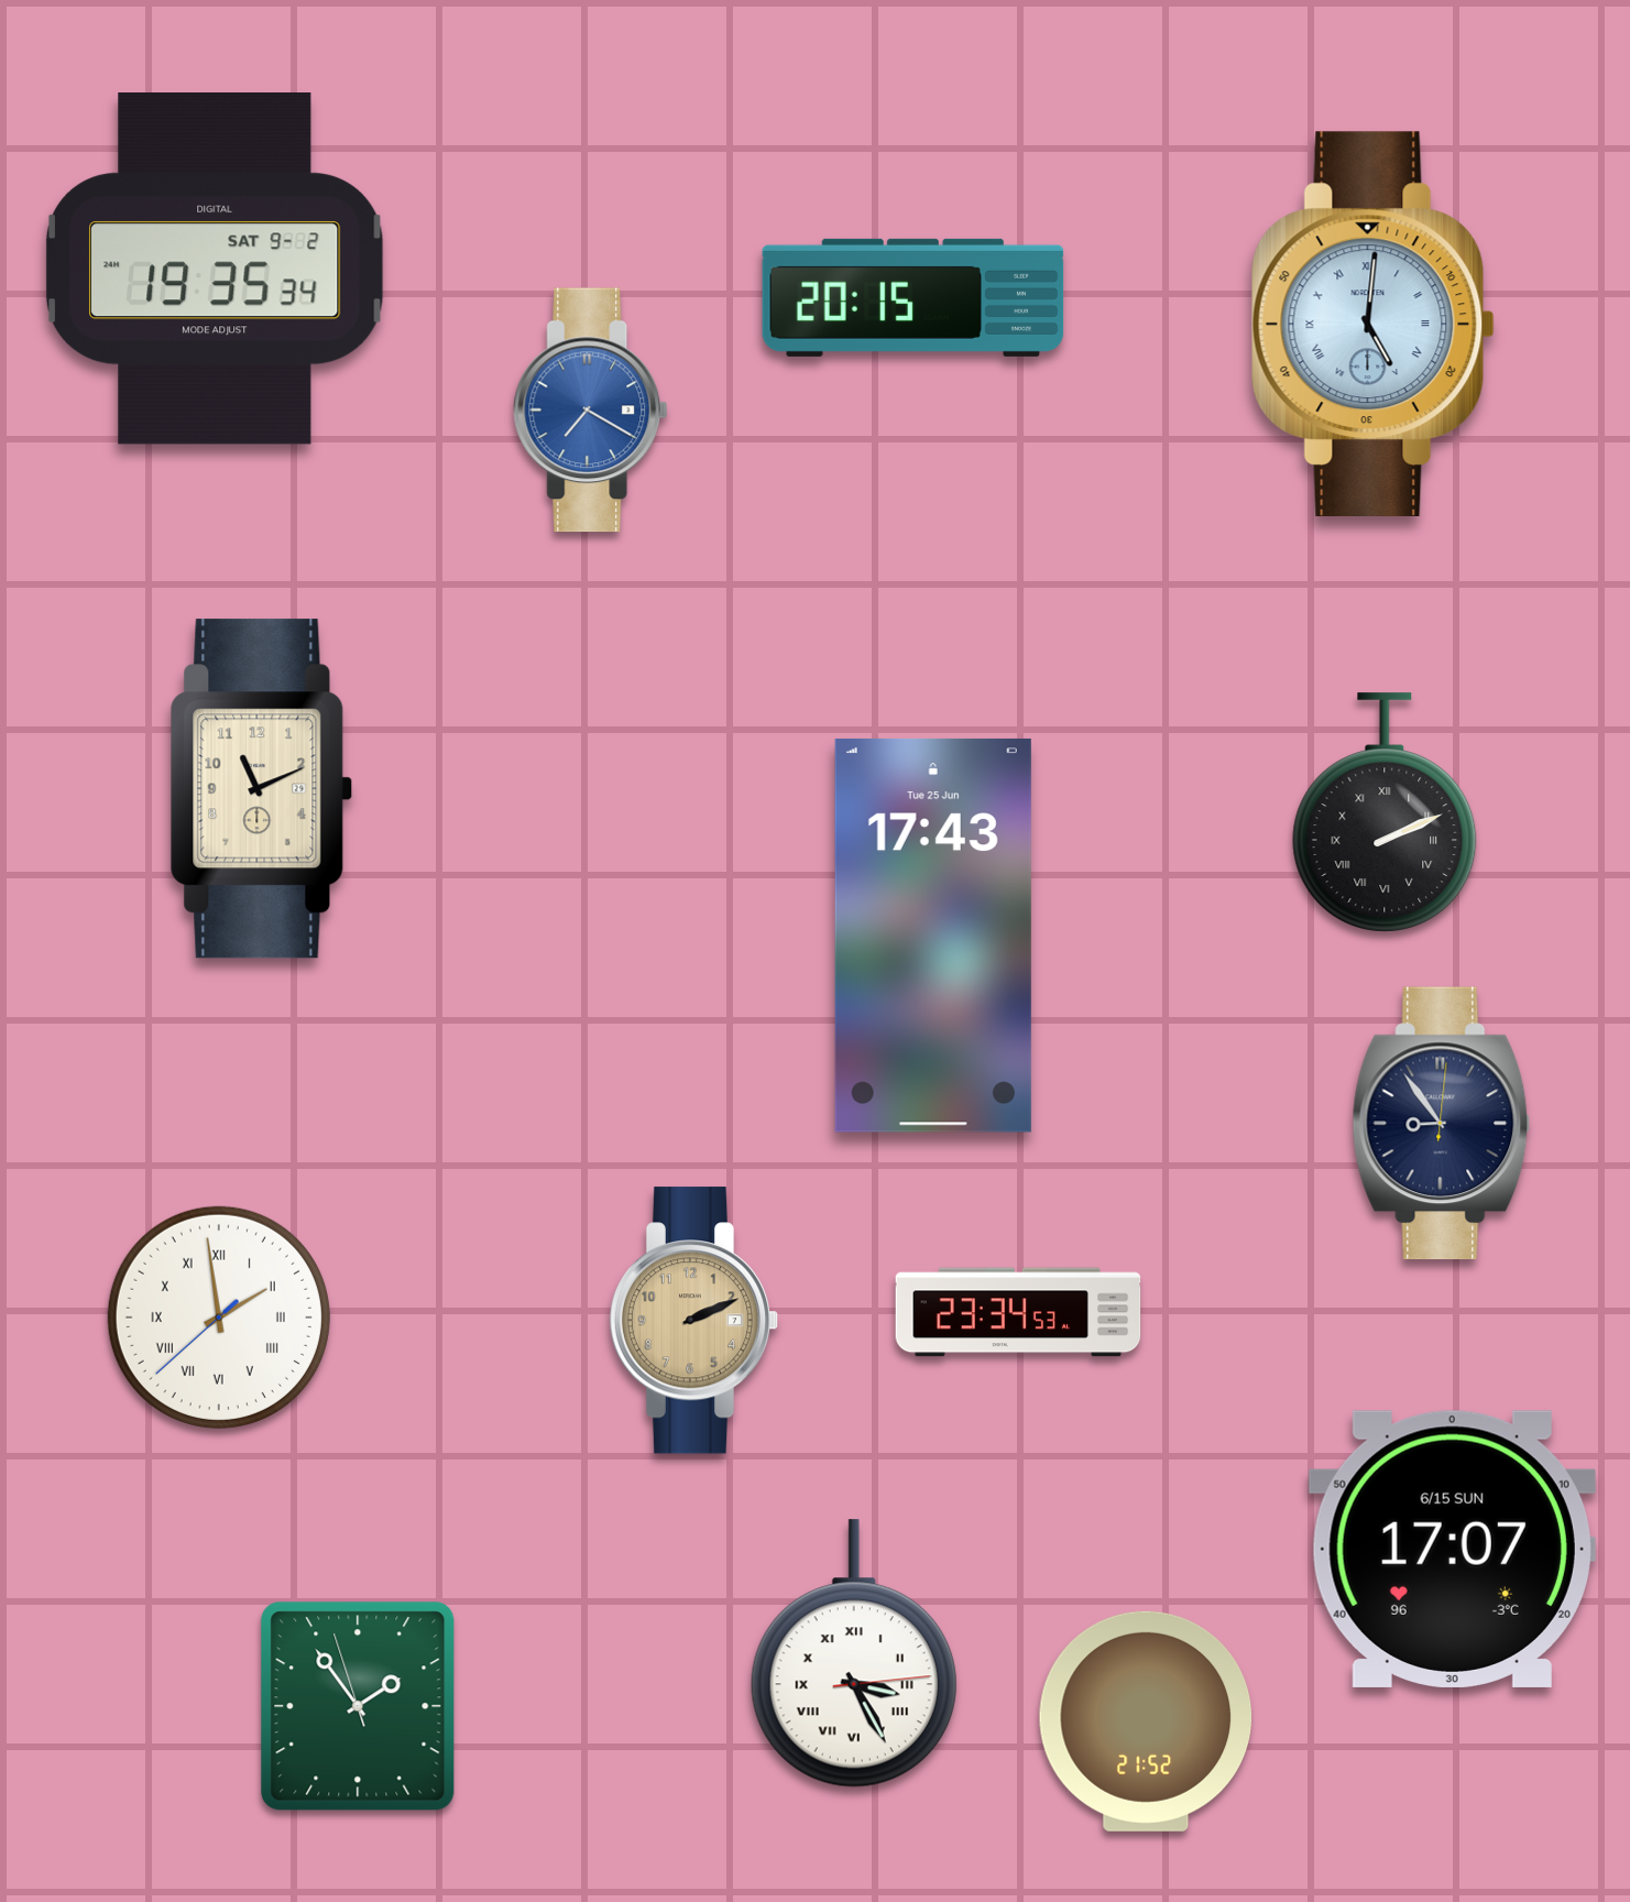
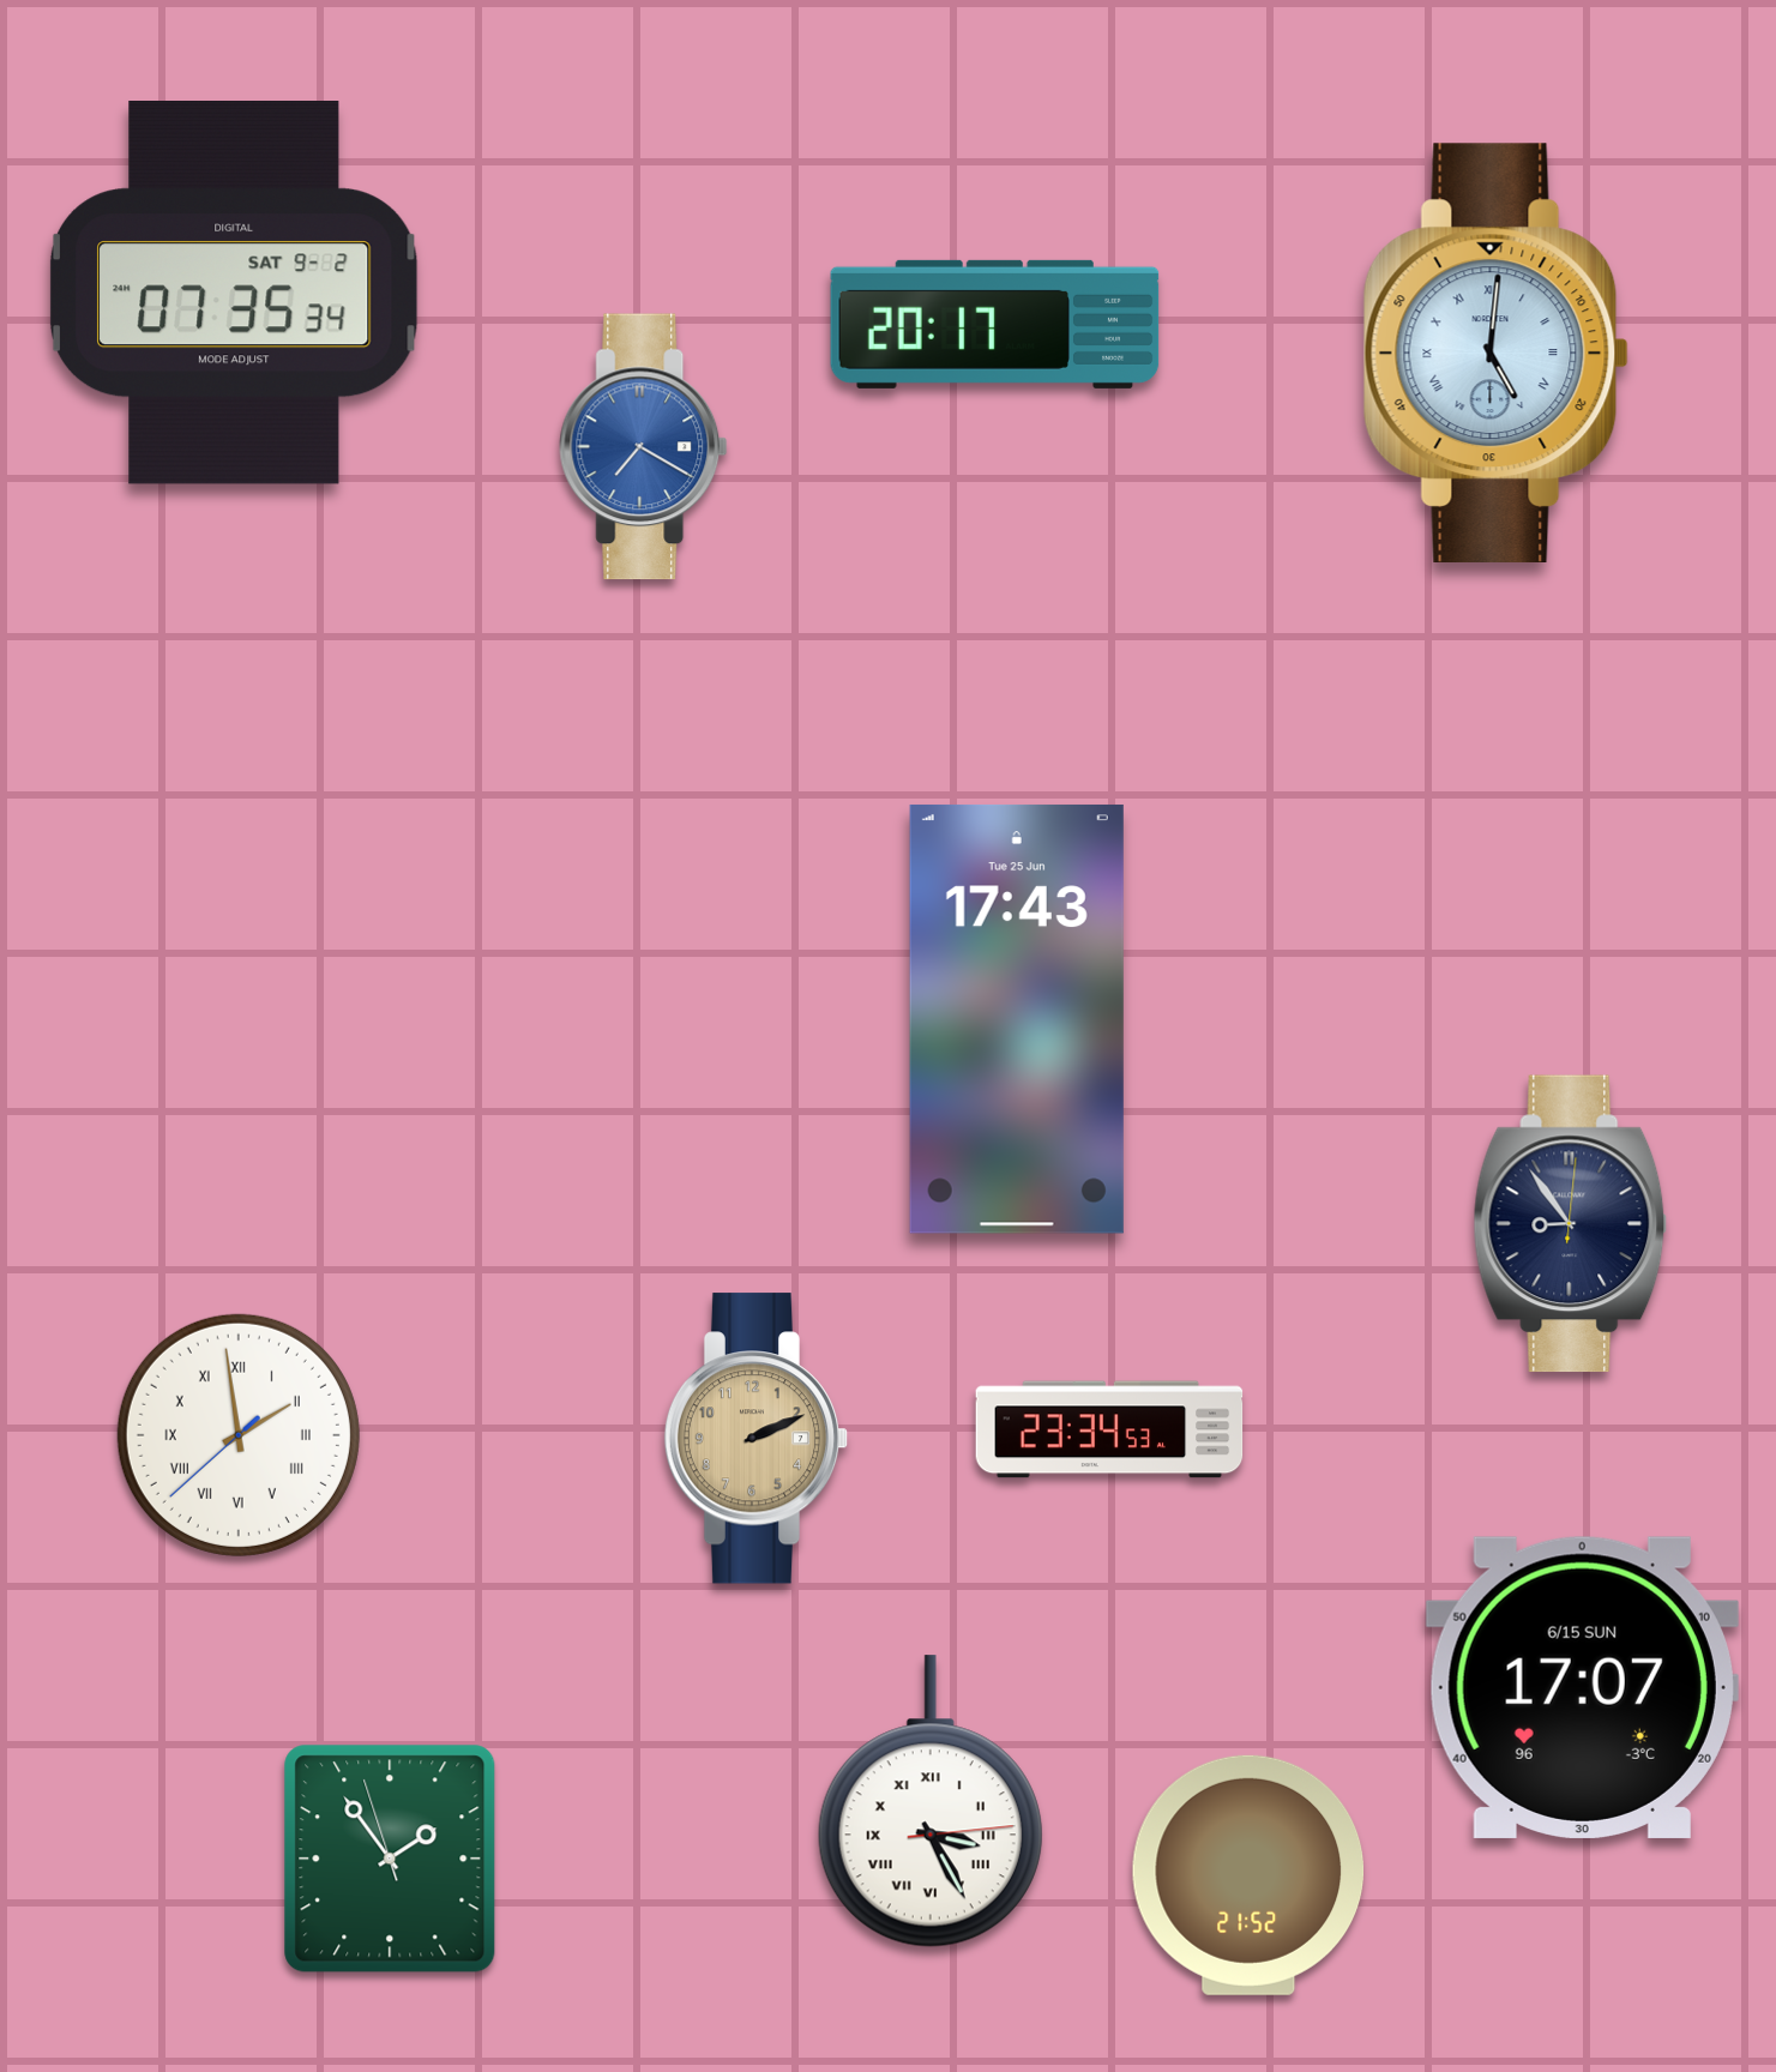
clock at (215, 270): 19:35 -> 07:35
clock at (914, 297): 20:15 -> 20:17
clock at (262, 789): 11:11 -> none
clock at (1385, 812): 2:11 -> none
